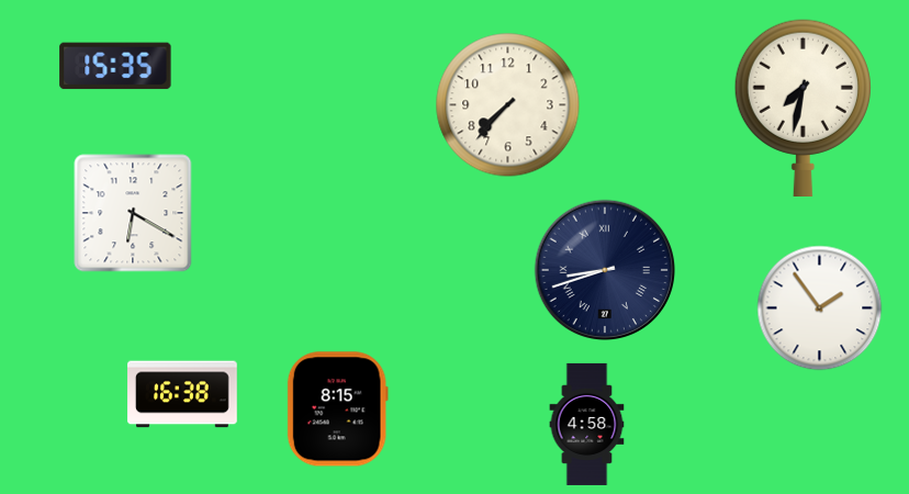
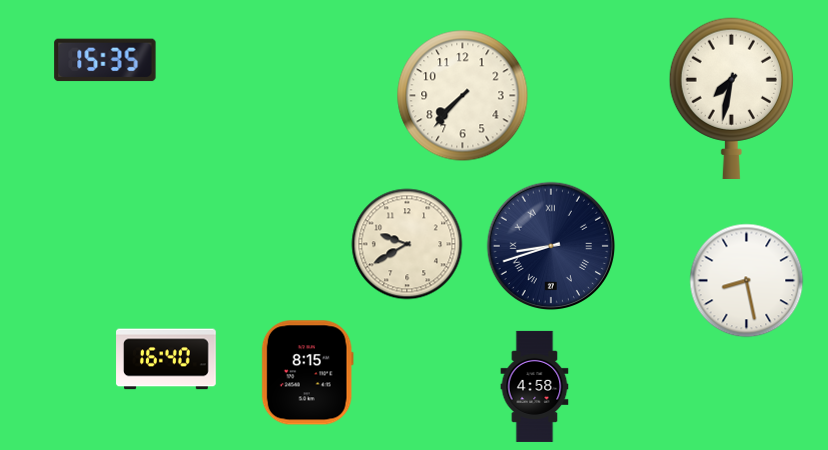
clock at (133, 213): 6:20 -> none
clock at (407, 244): none -> 9:40
clock at (820, 308): 1:54 -> 8:28
clock at (182, 394): 16:38 -> 16:40
